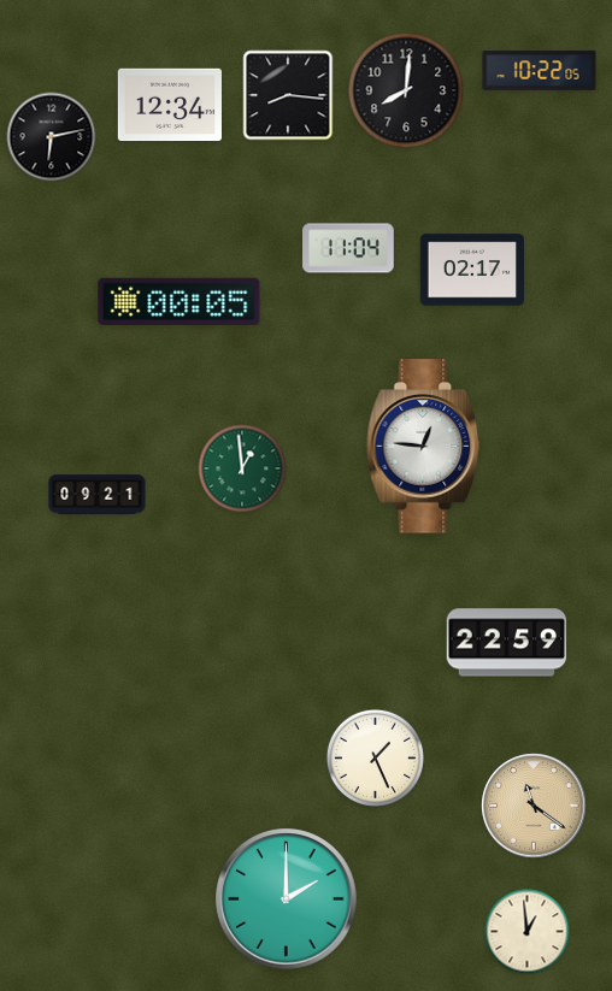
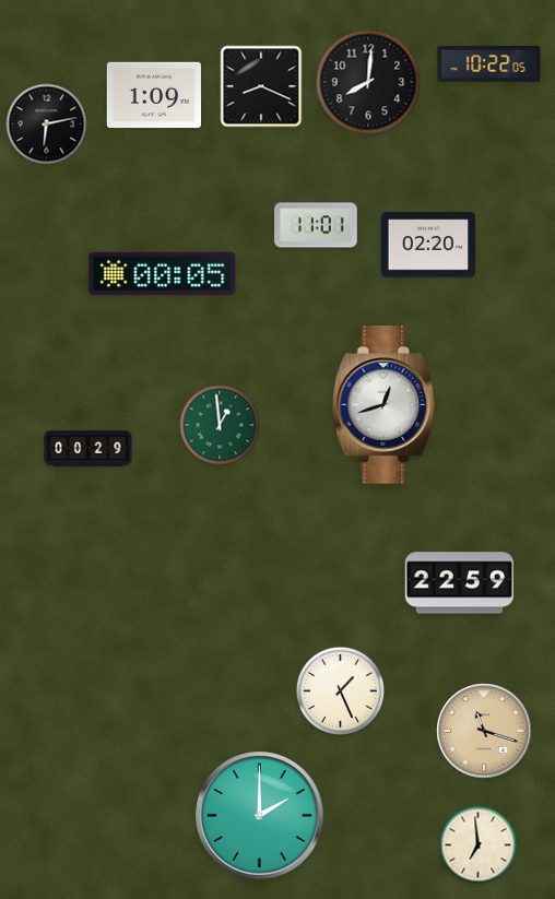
clock at (288, 95): 8:16 -> 8:19
clock at (169, 105): 12:34 -> 1:09
clock at (348, 248): 11:04 -> 11:01
clock at (471, 270): 02:17 -> 02:20
clock at (424, 447): 12:46 -> 12:42
clock at (98, 495): 09:21 -> 00:29
clock at (375, 757) position: (375, 757) -> (340, 690)
clock at (534, 806): 11:21 -> 11:18
clock at (528, 932): 12:59 -> 6:59
